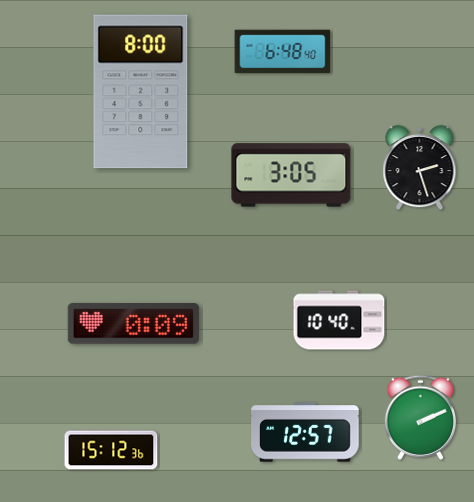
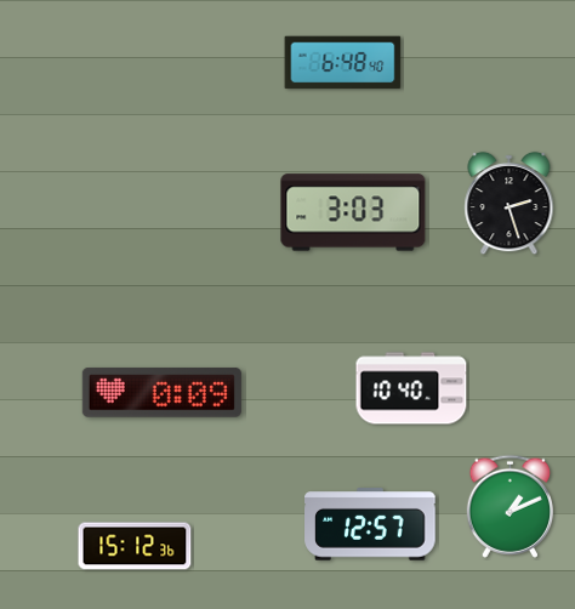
clock at (141, 92): 8:00 -> none
clock at (291, 175): 3:05 -> 3:03
clock at (420, 417): 2:11 -> 1:11
